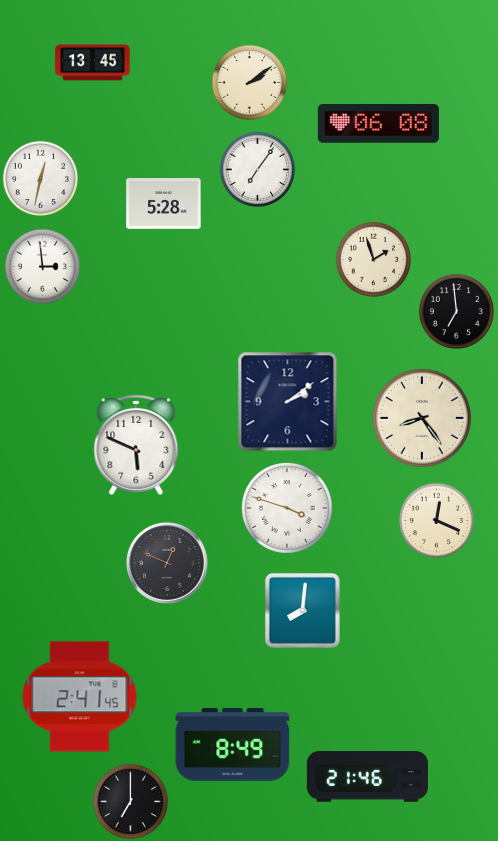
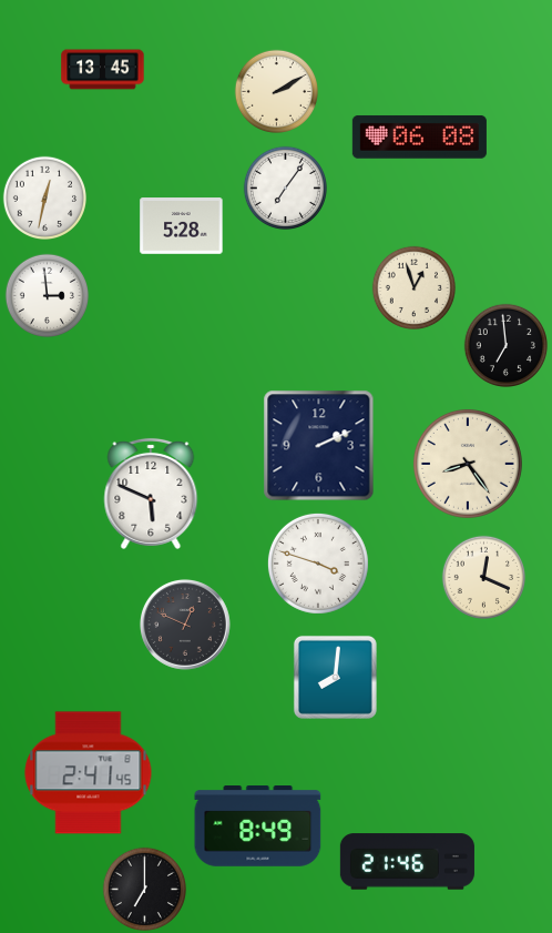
clock at (249, 82): 2:09 -> 2:10
clock at (373, 259): 1:57 -> 12:57
clock at (288, 402): 2:09 -> 2:11
